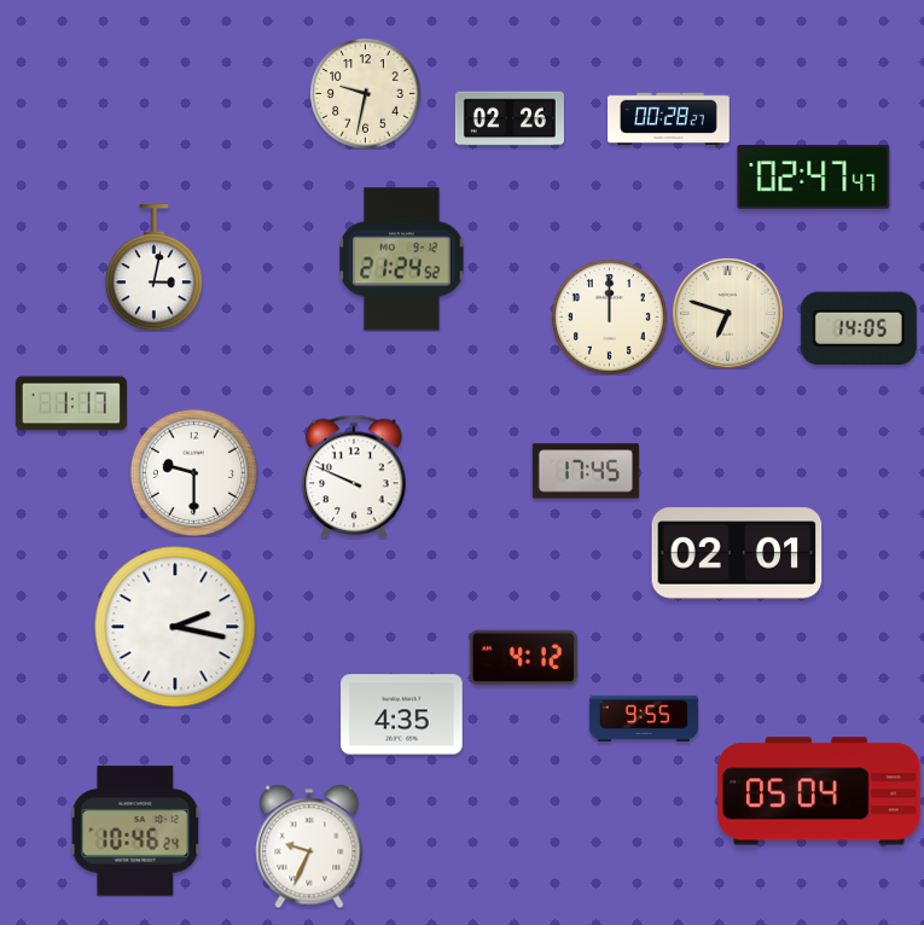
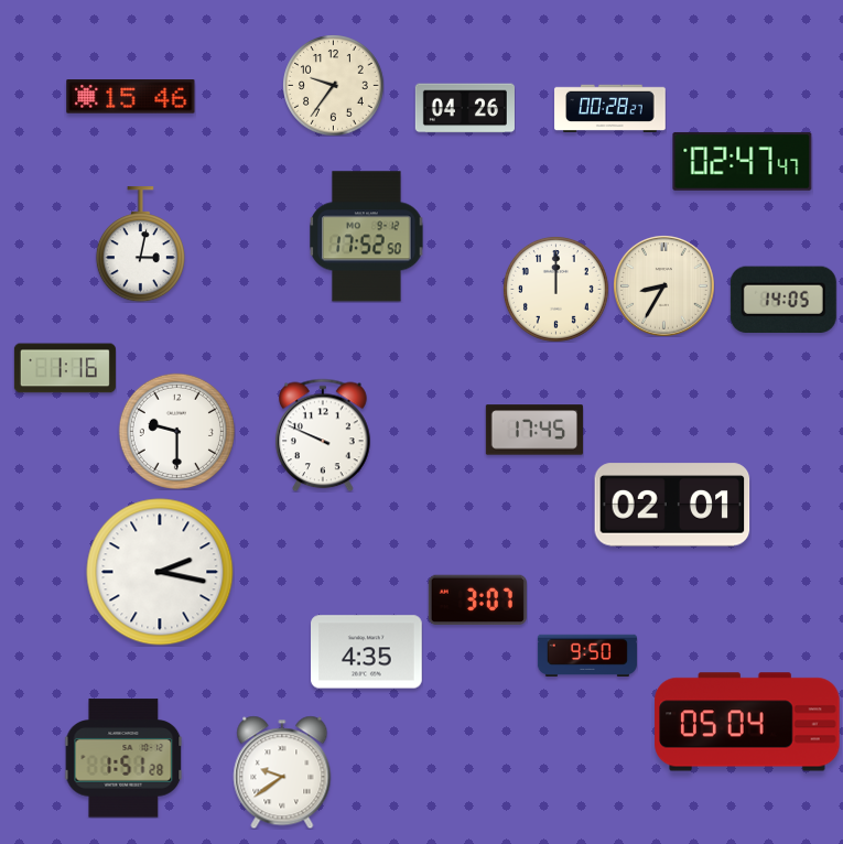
clock at (365, 93): 9:32 -> 9:36
clock at (131, 97): none -> 15:46
clock at (510, 118): 02:26 -> 04:26
clock at (402, 260): 21:24 -> 17:52
clock at (728, 314): 6:48 -> 8:35
clock at (71, 403): 1:17 -> 1:16
clock at (523, 658): 4:12 -> 3:07
clock at (644, 717): 9:55 -> 9:50
clock at (135, 831): 10:46 -> 1:51
clock at (309, 847): 9:34 -> 9:39
